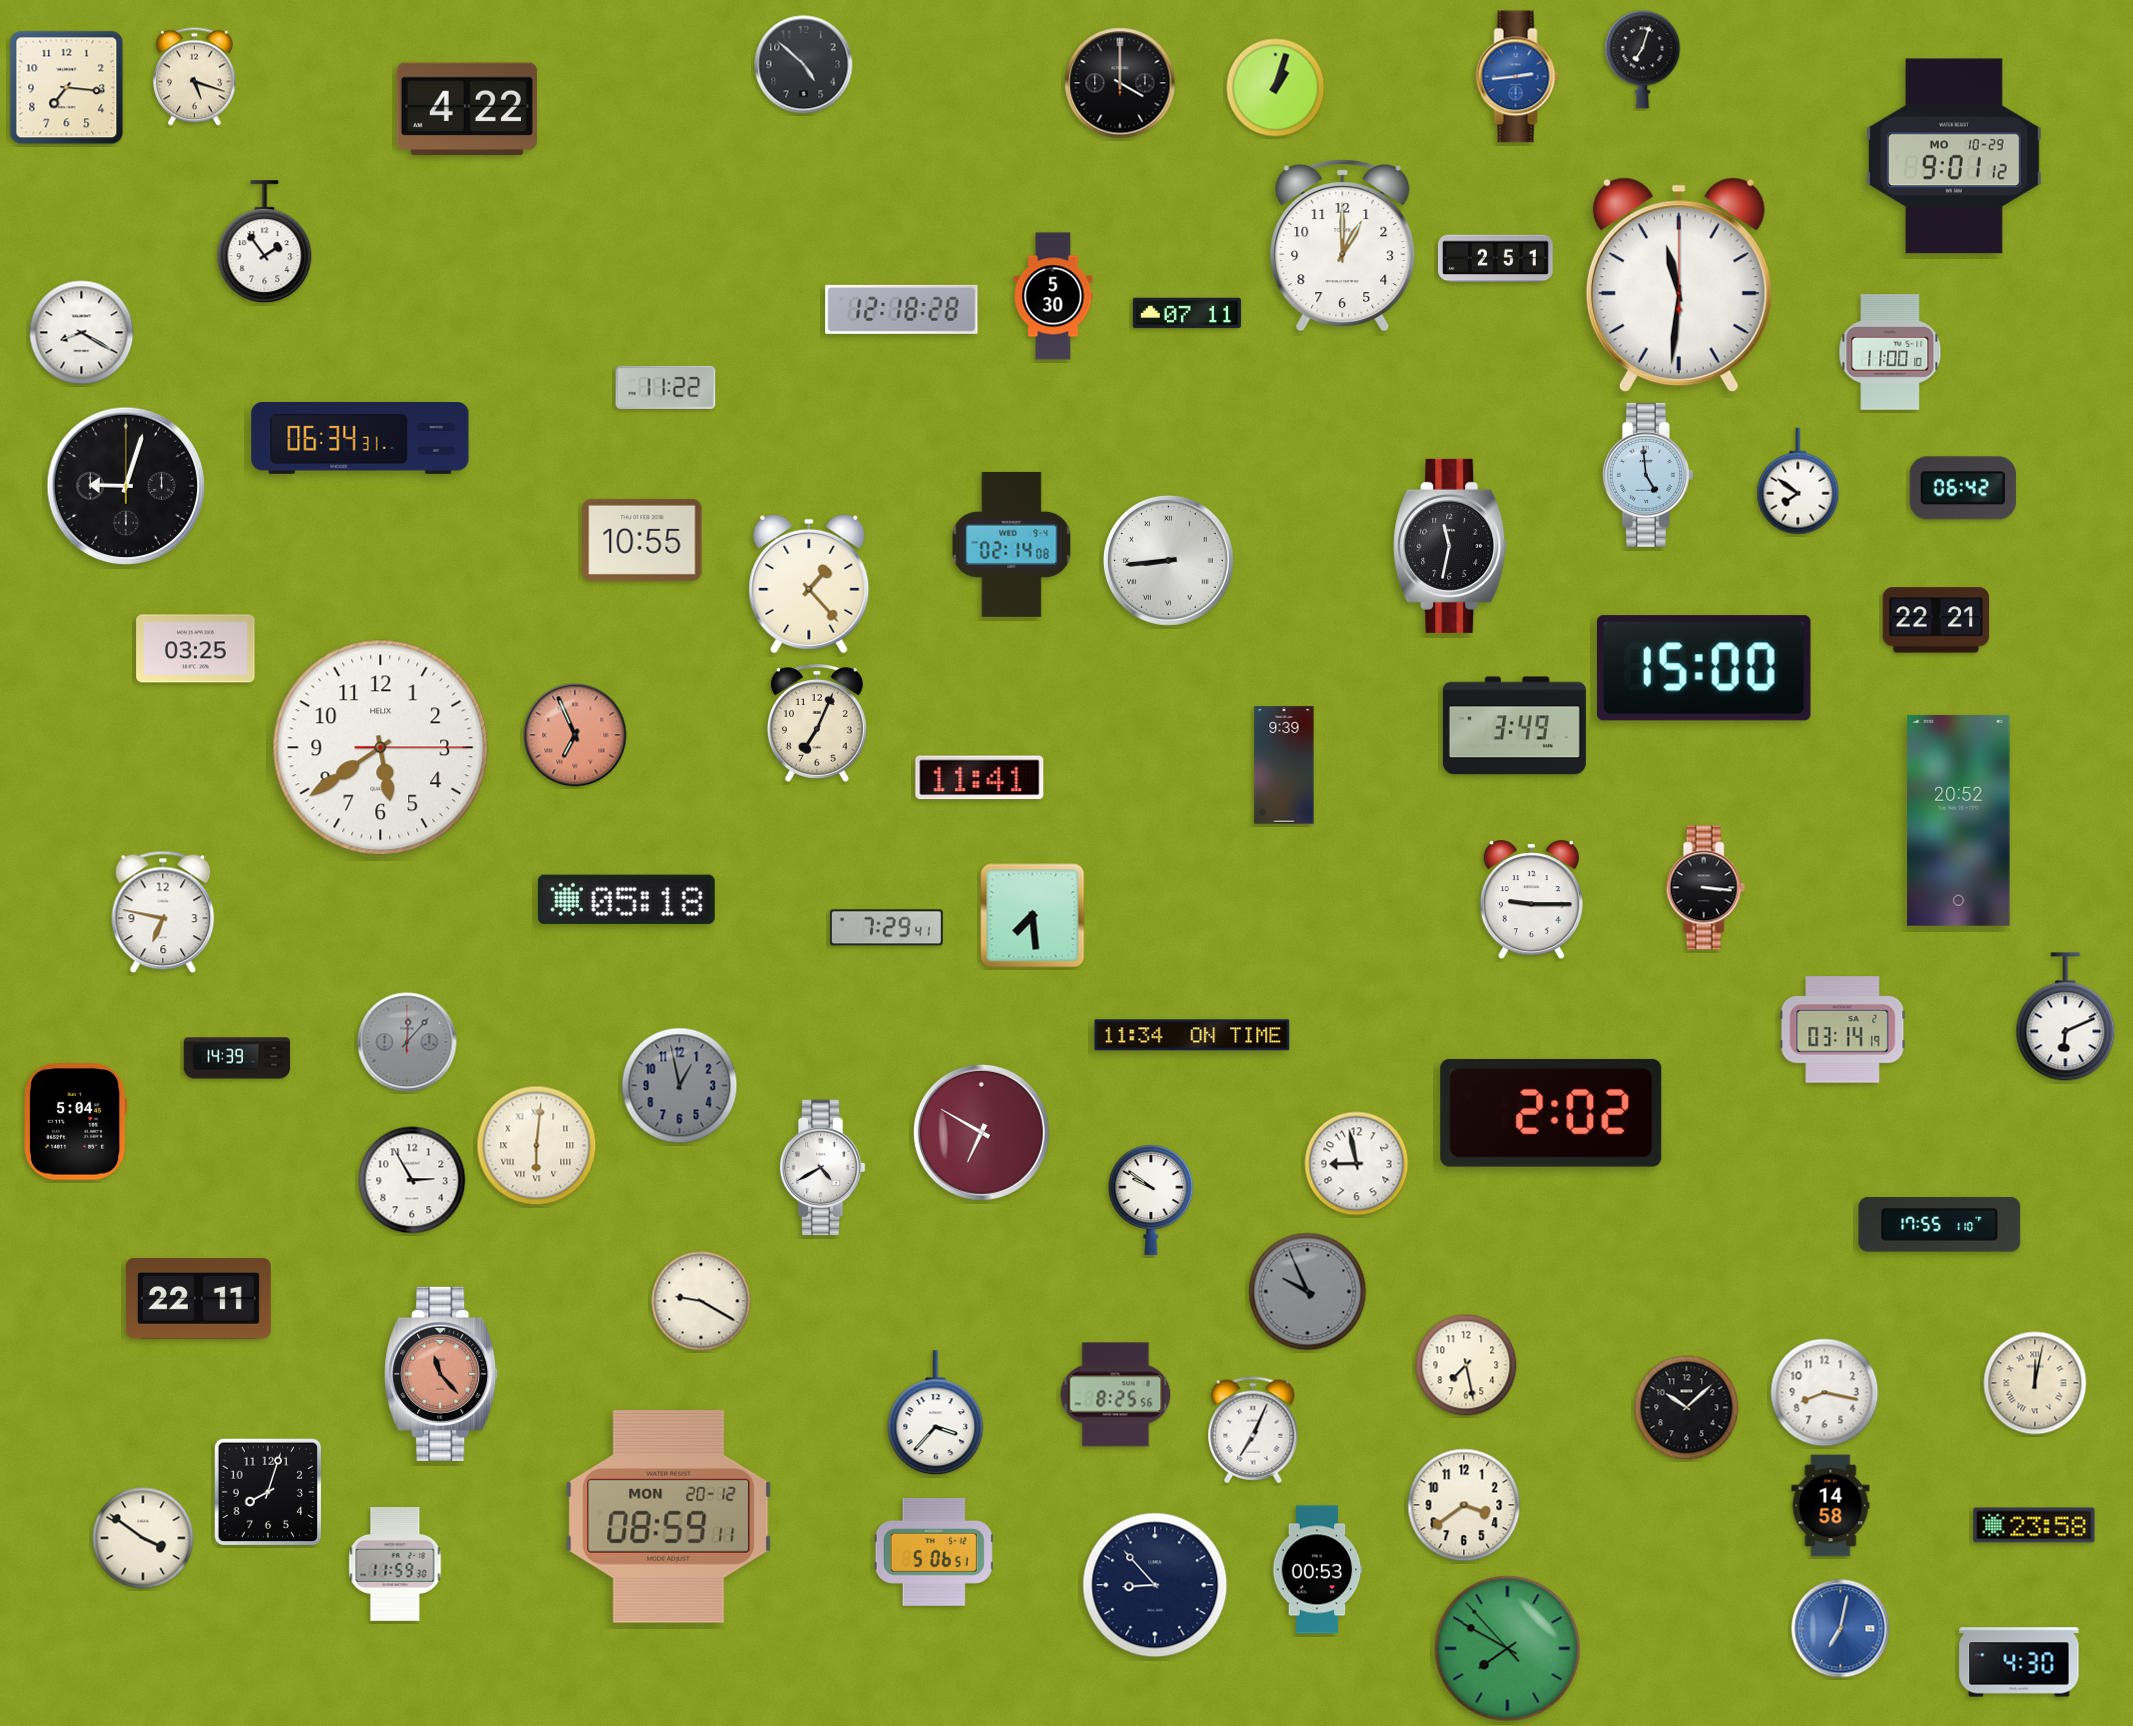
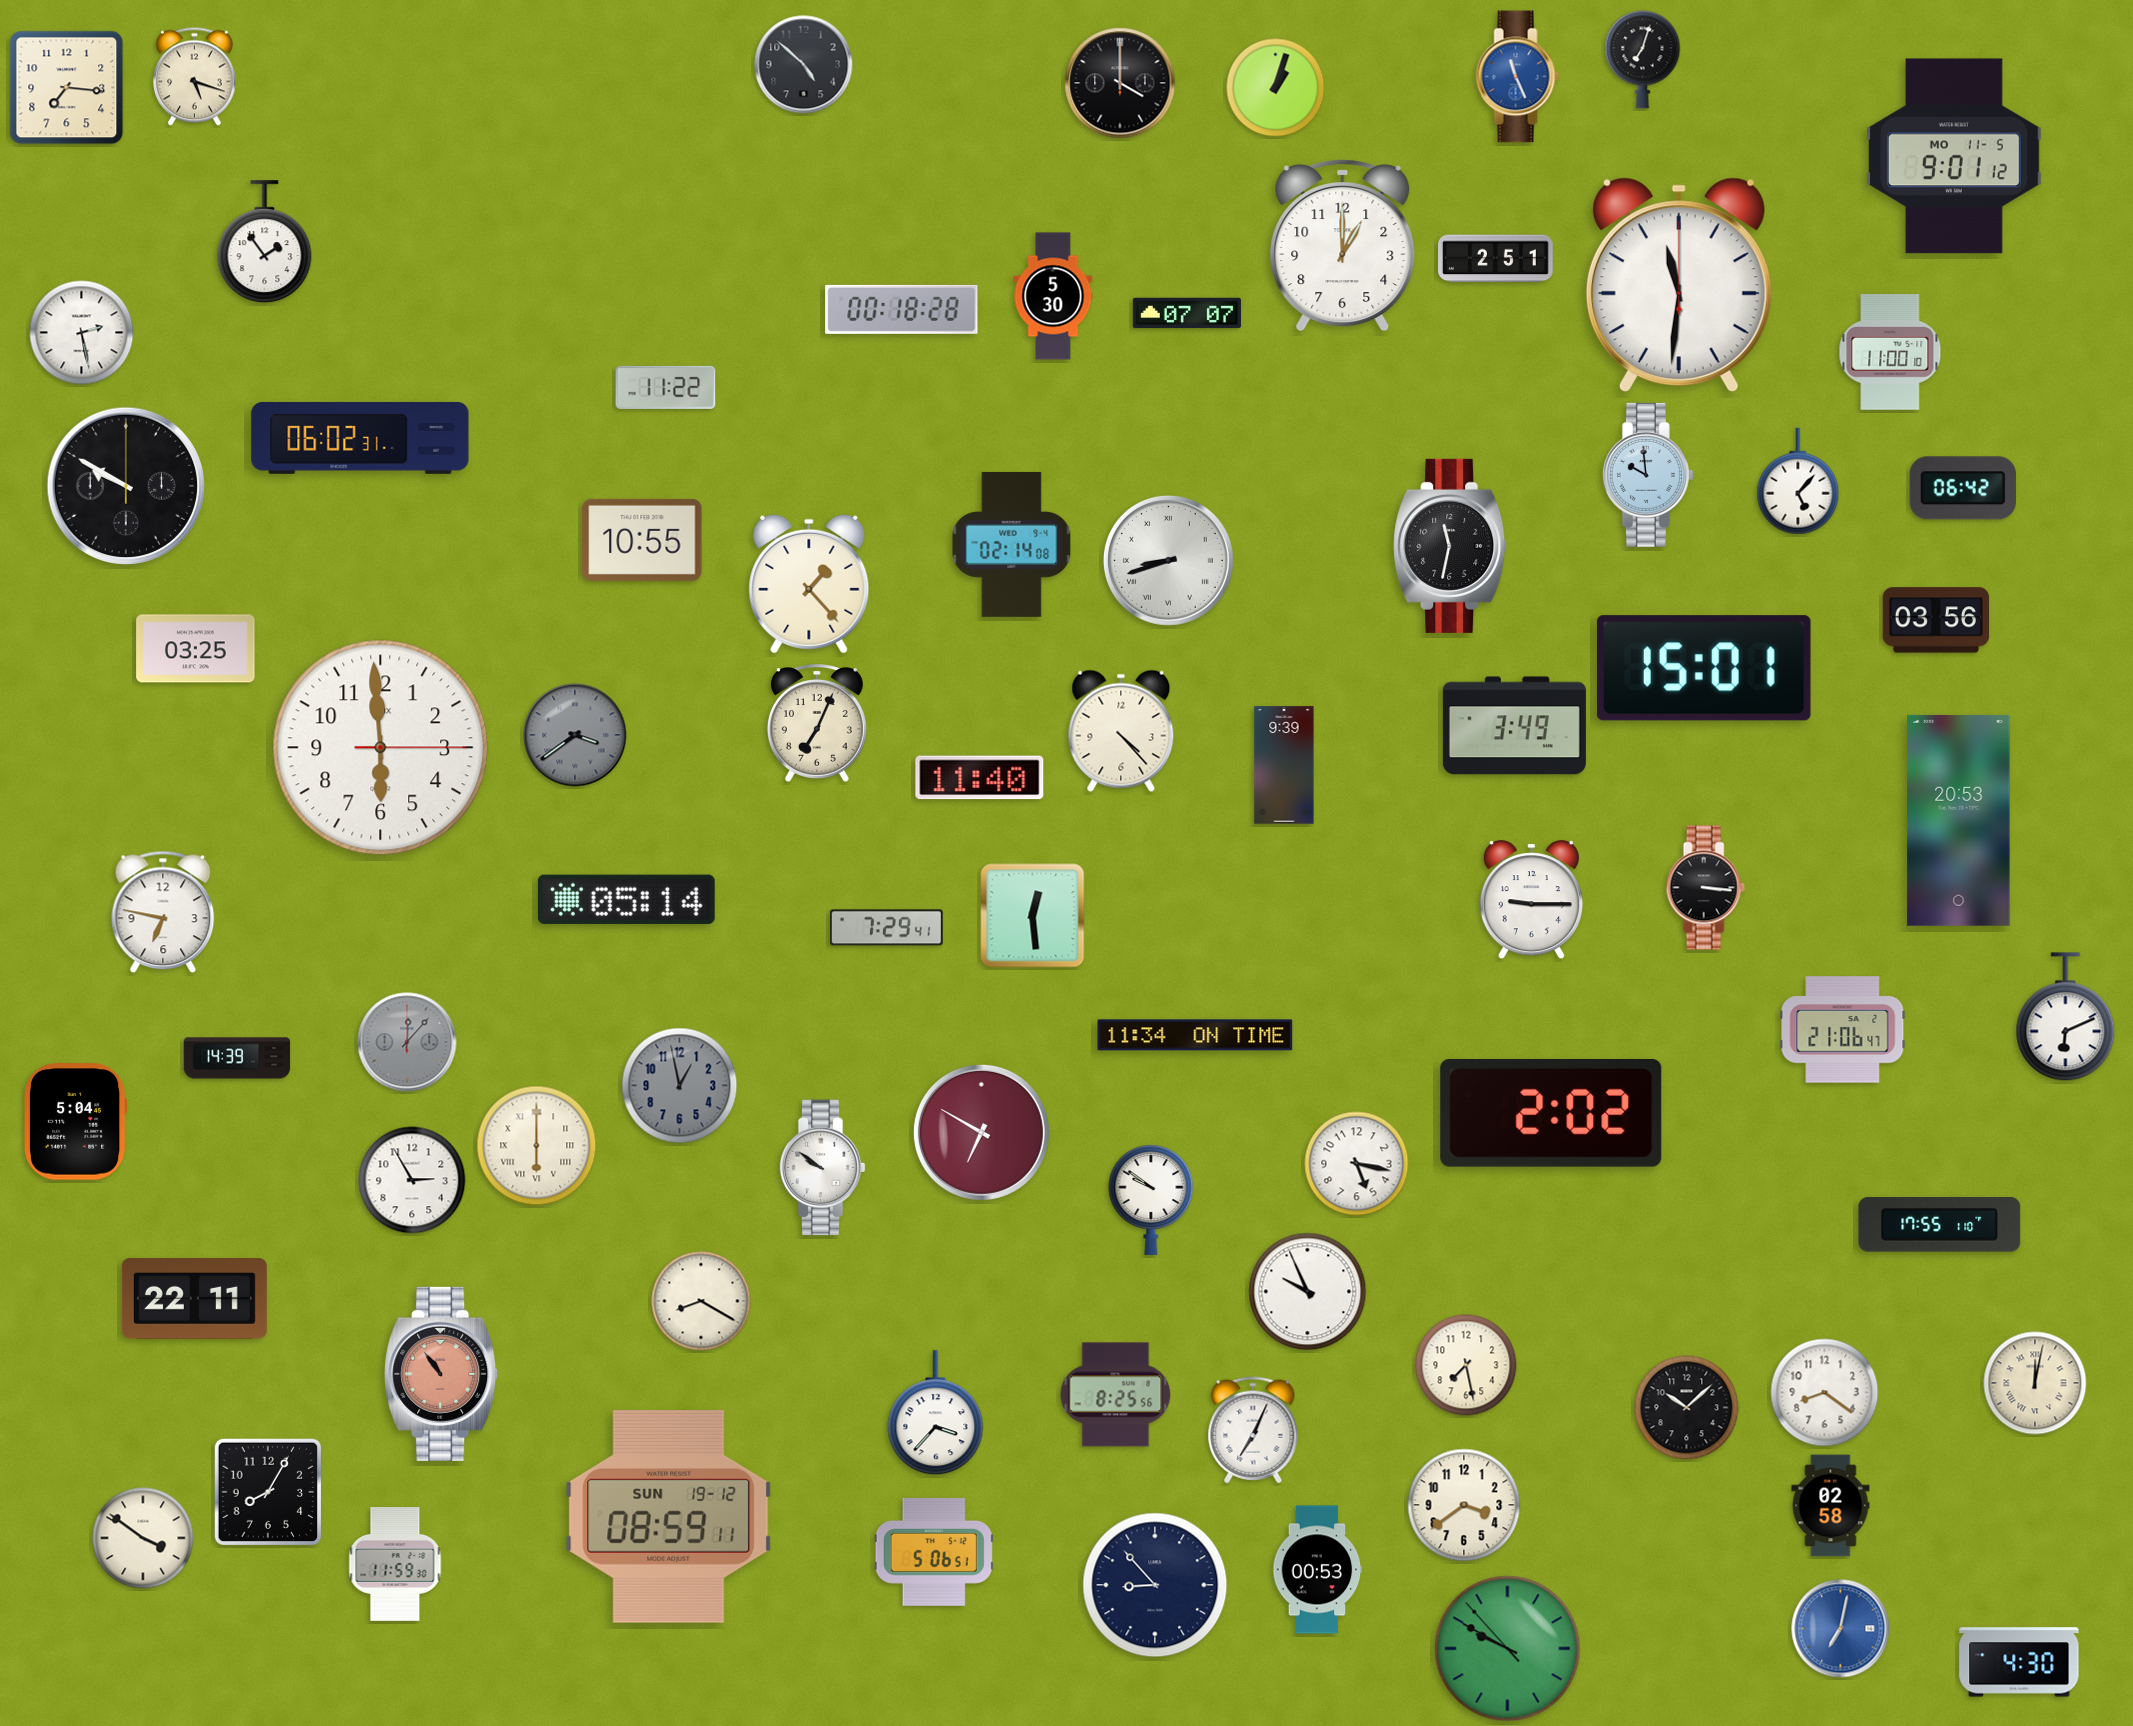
clock at (1518, 77): 2:44 -> 11:26
clock at (467, 109): 4:22 -> none
clock at (1954, 156) date: MO 10-29 -> MO 11-5
clock at (902, 309): 12:18 -> 00:18
clock at (1187, 313): 07:11 -> 07:07
clock at (82, 333): 8:20 -> 2:28
clock at (360, 438): 06:34 -> 06:02
clock at (1648, 475): 4:59 -> 9:59
clock at (1798, 481): 7:51 -> 5:07
clock at (126, 486): 9:03 -> 9:50
clock at (1168, 560): 8:44 -> 8:42
clock at (1936, 620): 22:21 -> 03:56
clock at (1704, 668): 15:00 -> 15:01
clock at (1121, 731): none -> 4:23
clock at (575, 735): 6:56 -> 3:39
clock at (575, 735) dial: salmon -> grey
clock at (381, 748): 5:39 -> 5:59
clock at (980, 778): 11:41 -> 11:40
clock at (1959, 820): 20:52 -> 20:53
clock at (626, 899): 05:18 -> 05:14
clock at (1033, 916): 7:29 -> 12:29
clock at (1843, 1030): 03:14 -> 21:06
clock at (1192, 1035) position: (1192, 1035) -> (1195, 1035)
clock at (537, 1146): 6:01 -> 6:00
clock at (1357, 1164): 8:58 -> 5:17
clock at (822, 1168): 4:40 -> 9:51
clock at (1308, 1292) dial: grey -> white
clock at (198, 1299) position: (198, 1299) -> (194, 1299)
clock at (701, 1301): 9:20 -> 8:20
clock at (442, 1374): 11:23 -> 10:54
clock at (1825, 1393): 8:17 -> 8:21
clock at (268, 1492): 8:03 -> 8:05
clock at (1831, 1506): 14:58 -> 02:58
clock at (669, 1516) date: MON 20-12 -> SUN 19-12
clock at (2034, 1525): 23:58 -> none
clock at (1508, 1649): 7:49 -> 9:49
